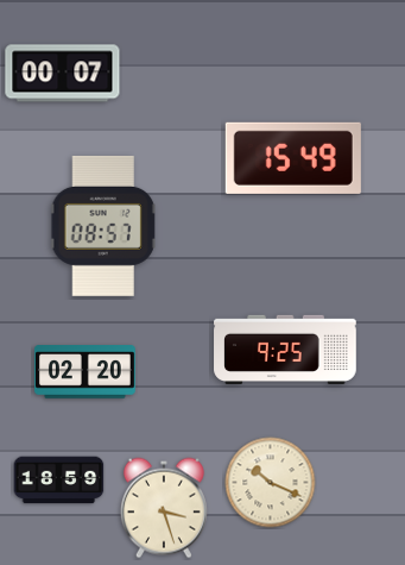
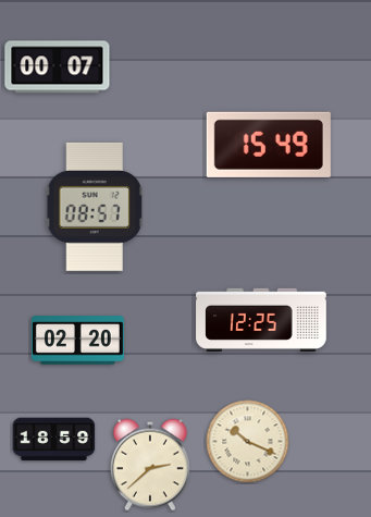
clock at (285, 350): 9:25 -> 12:25
clock at (164, 508): 3:27 -> 2:38
